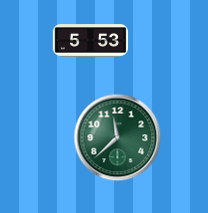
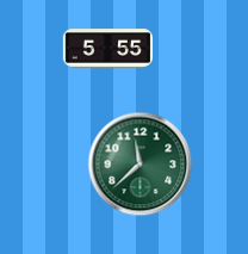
clock at (91, 41): 5:53 -> 5:55
